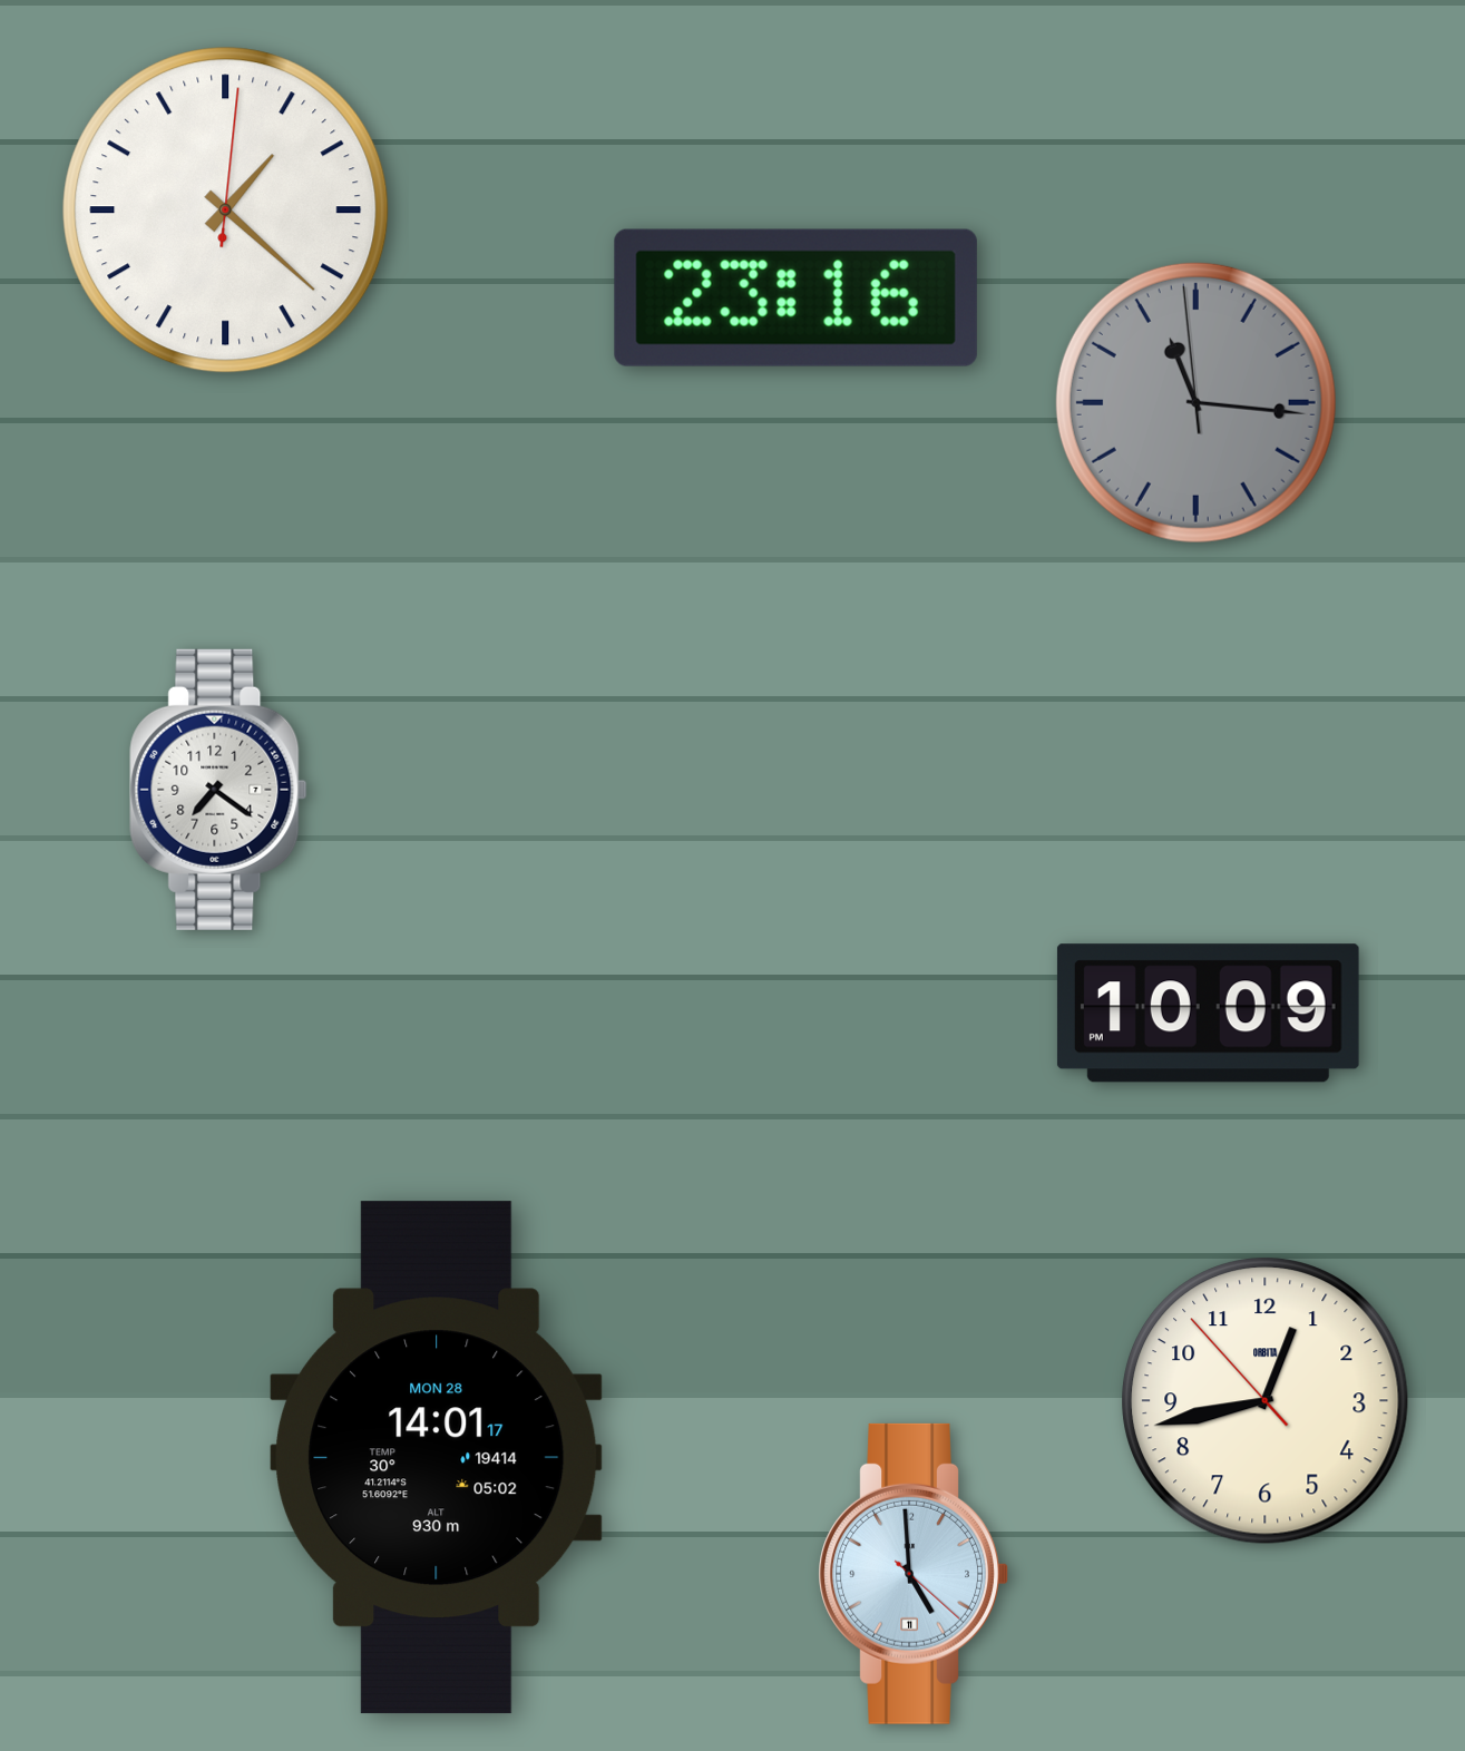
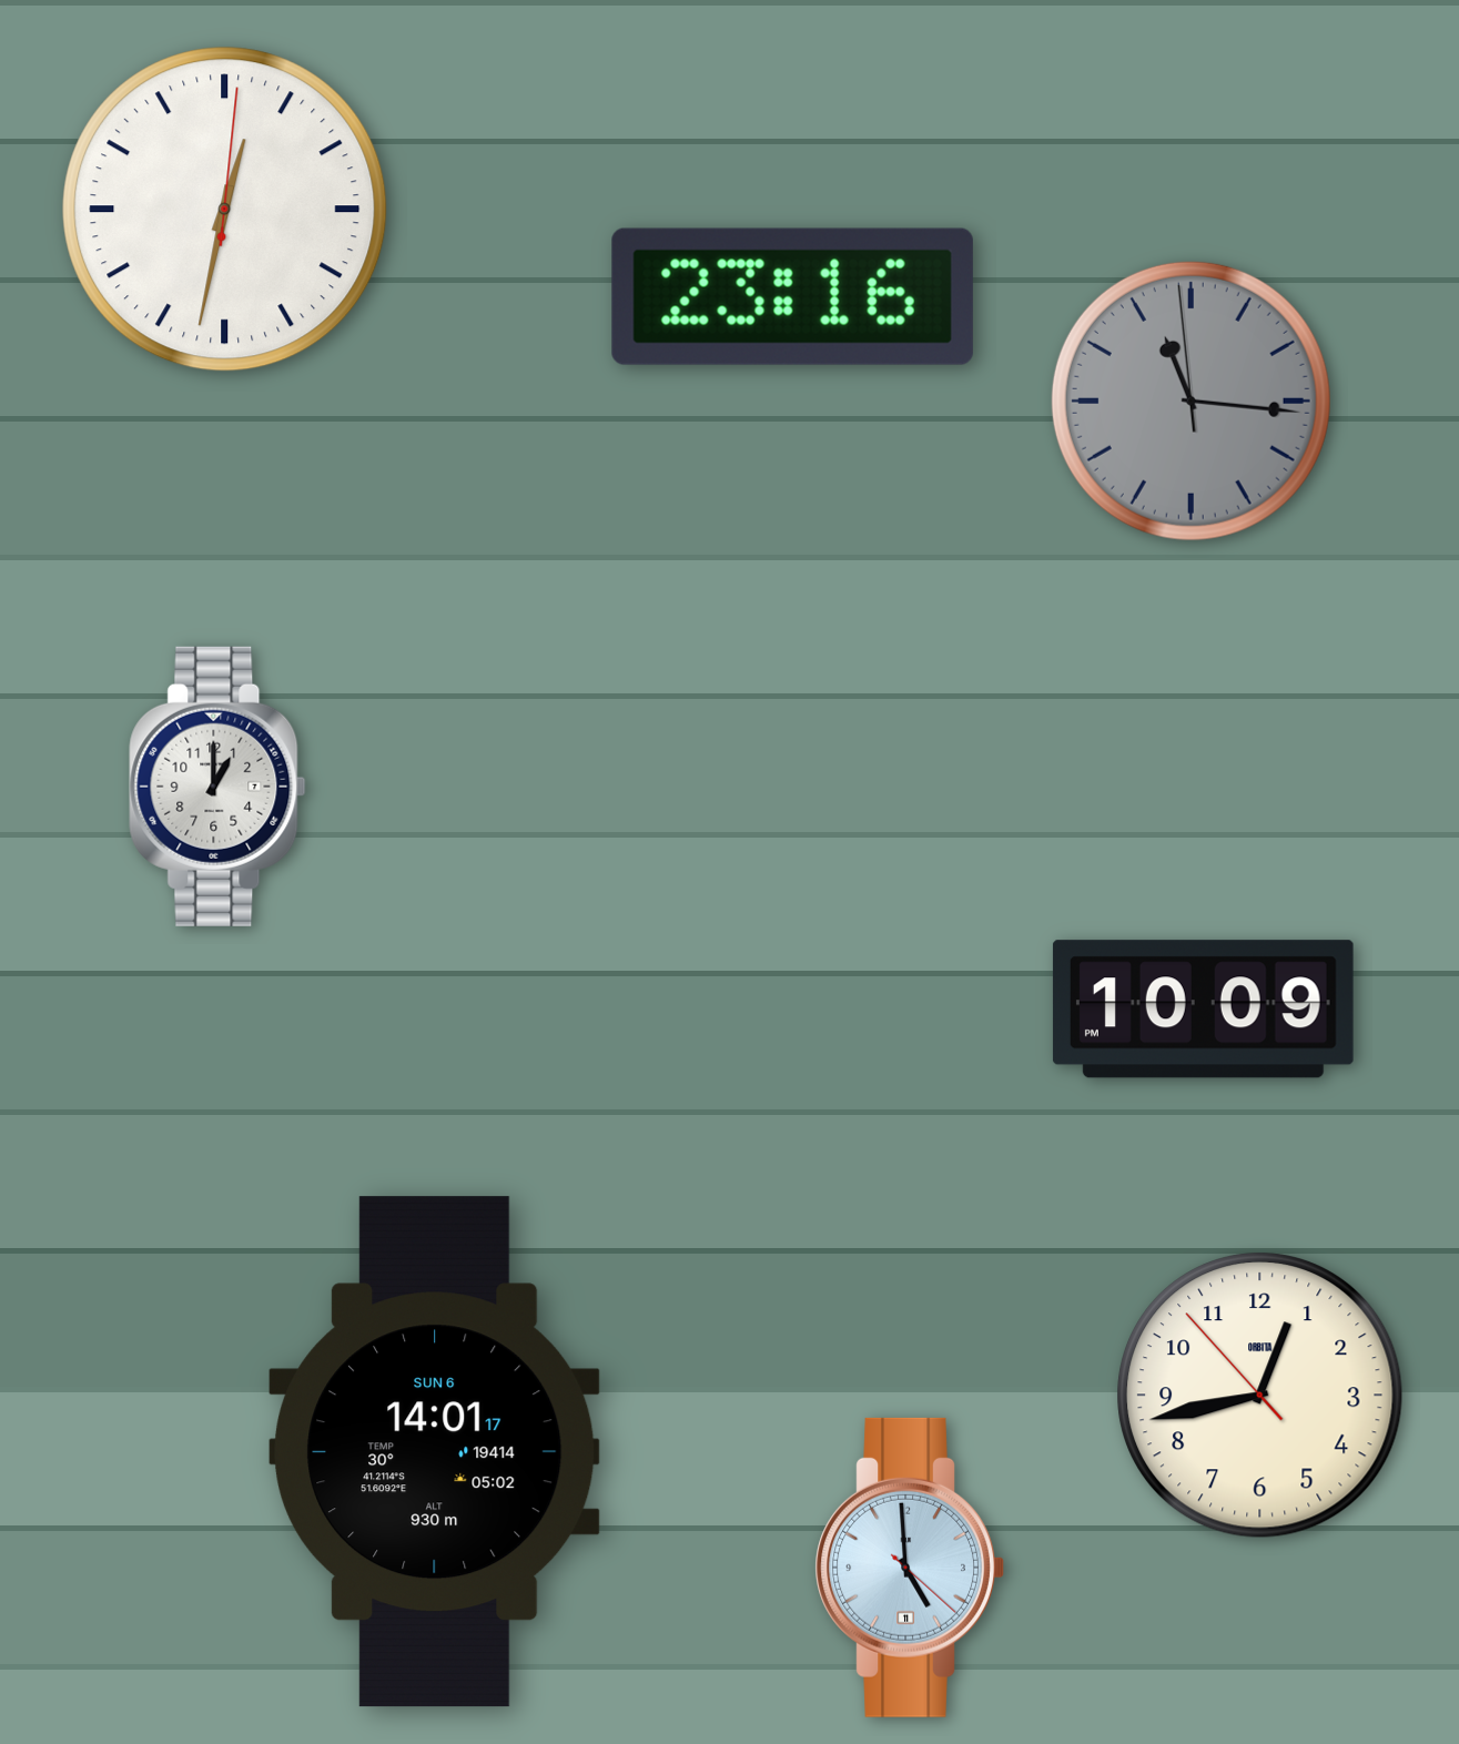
clock at (226, 211): 1:22 -> 12:32
clock at (218, 790): 7:21 -> 1:00
clock at (437, 1458) date: MON 28 -> SUN 6
